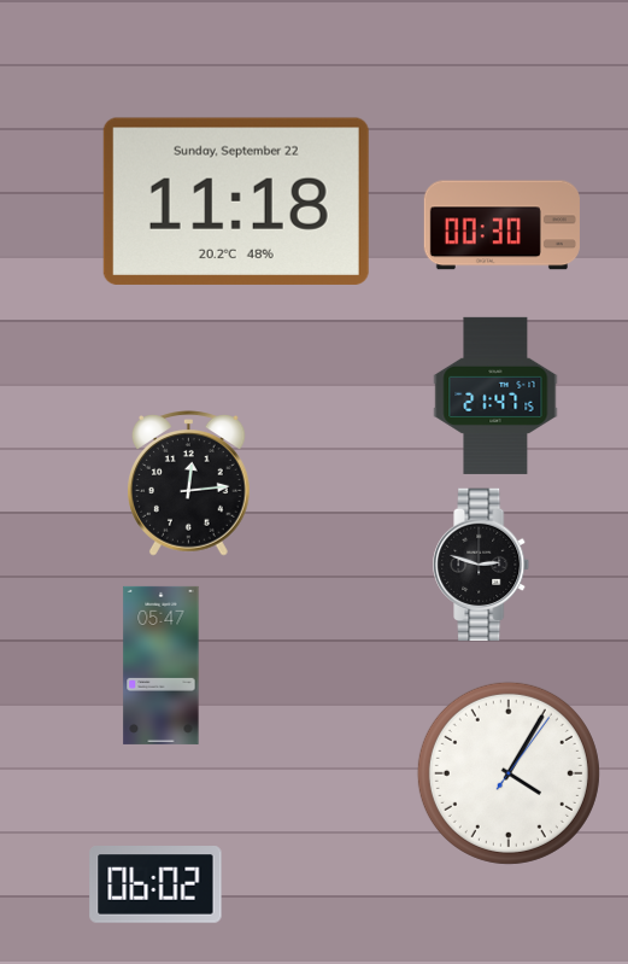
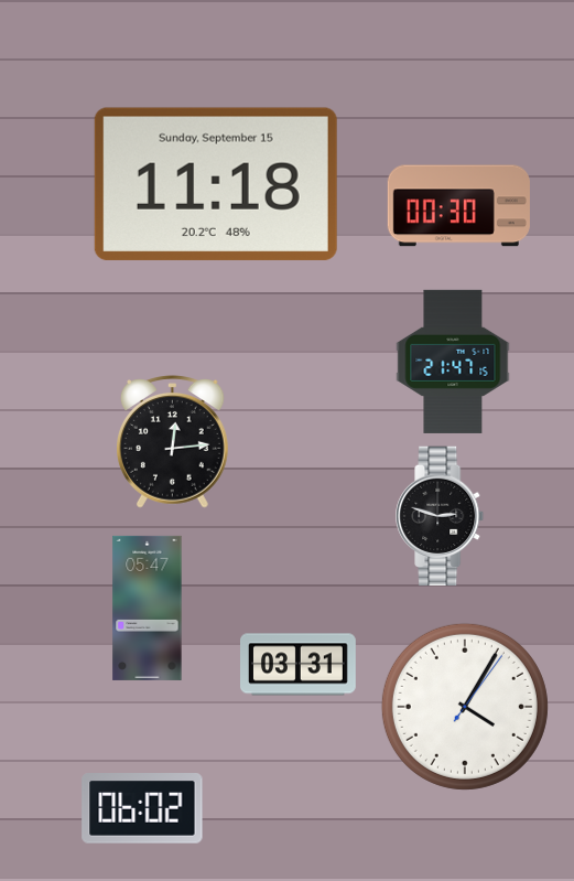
clock at (236, 201) date: Sunday, September 22 -> Sunday, September 15
clock at (299, 665): none -> 03:31
